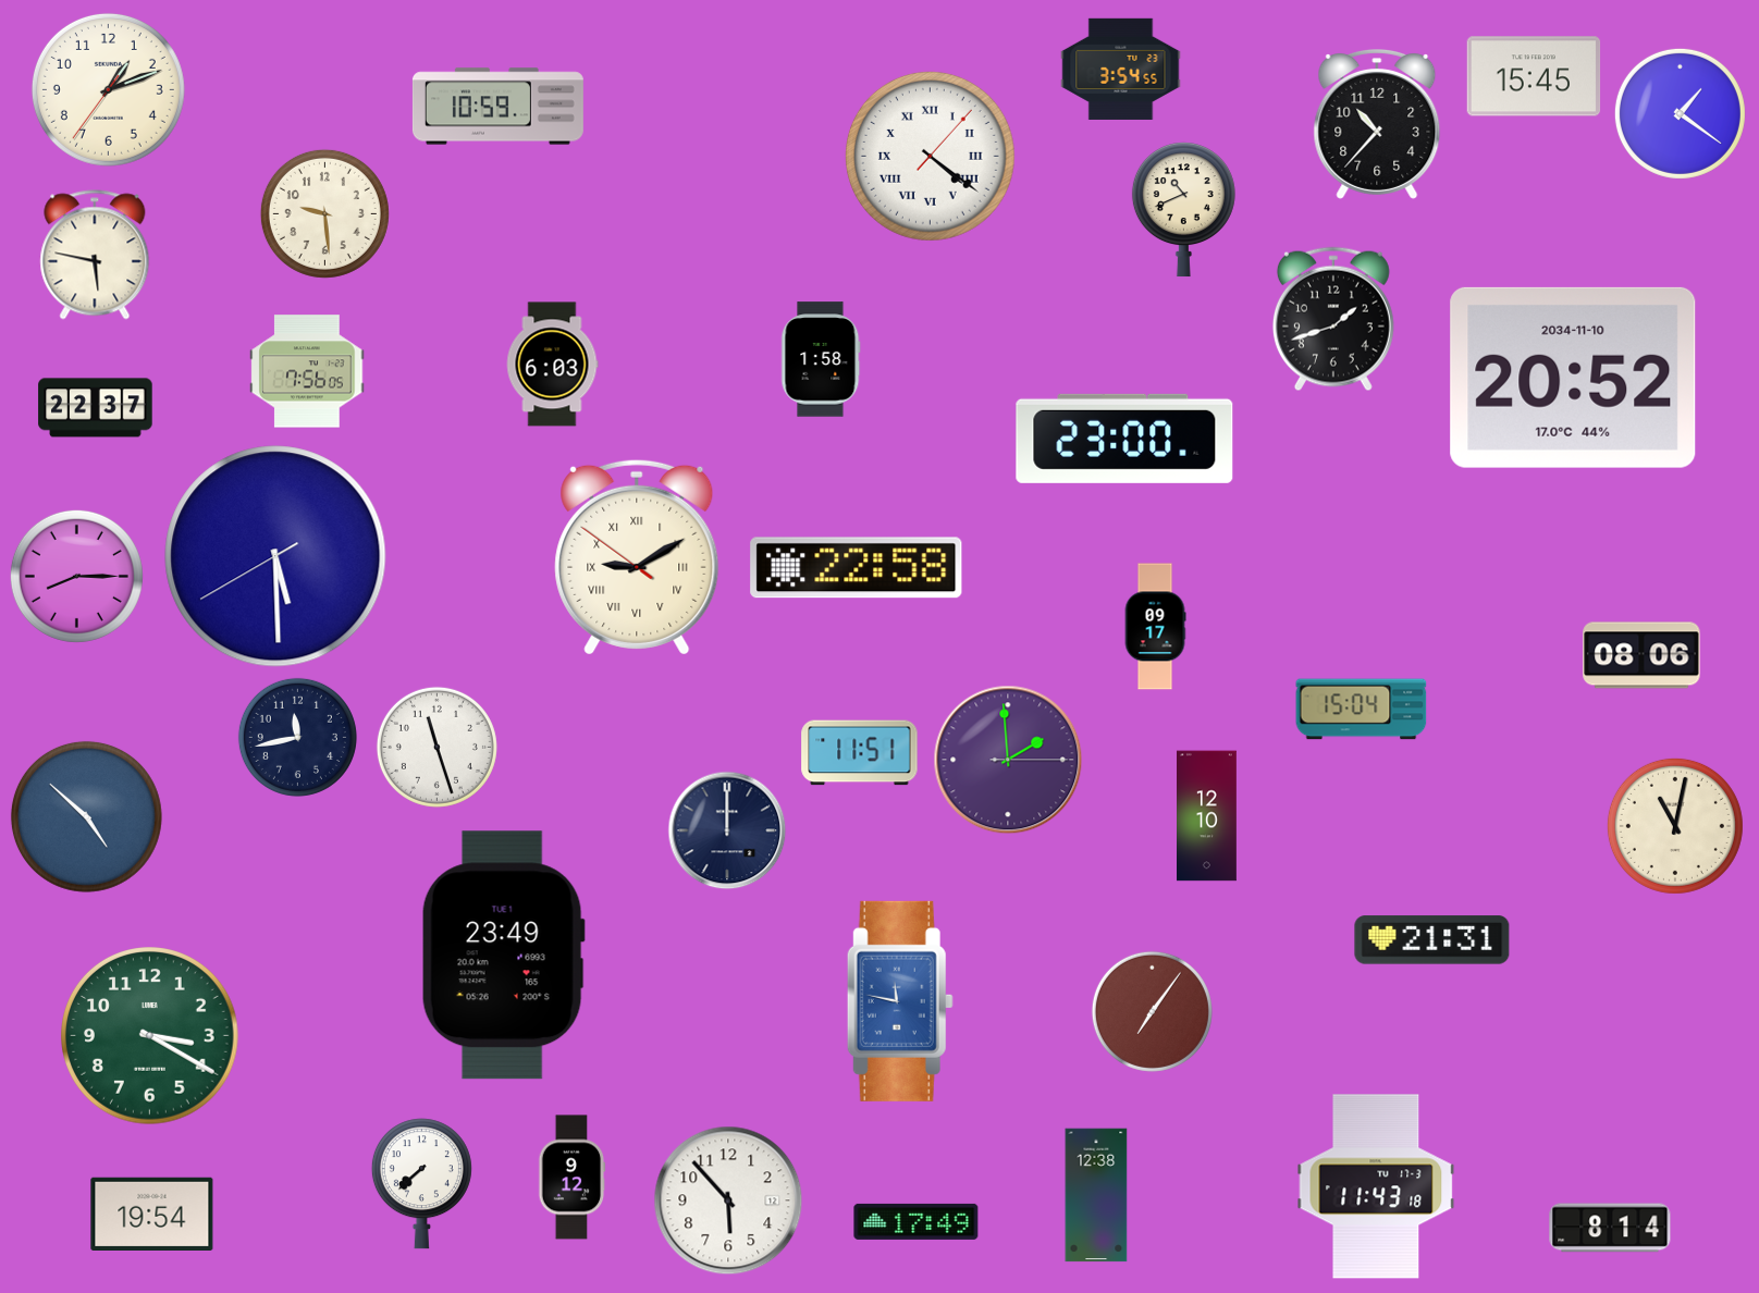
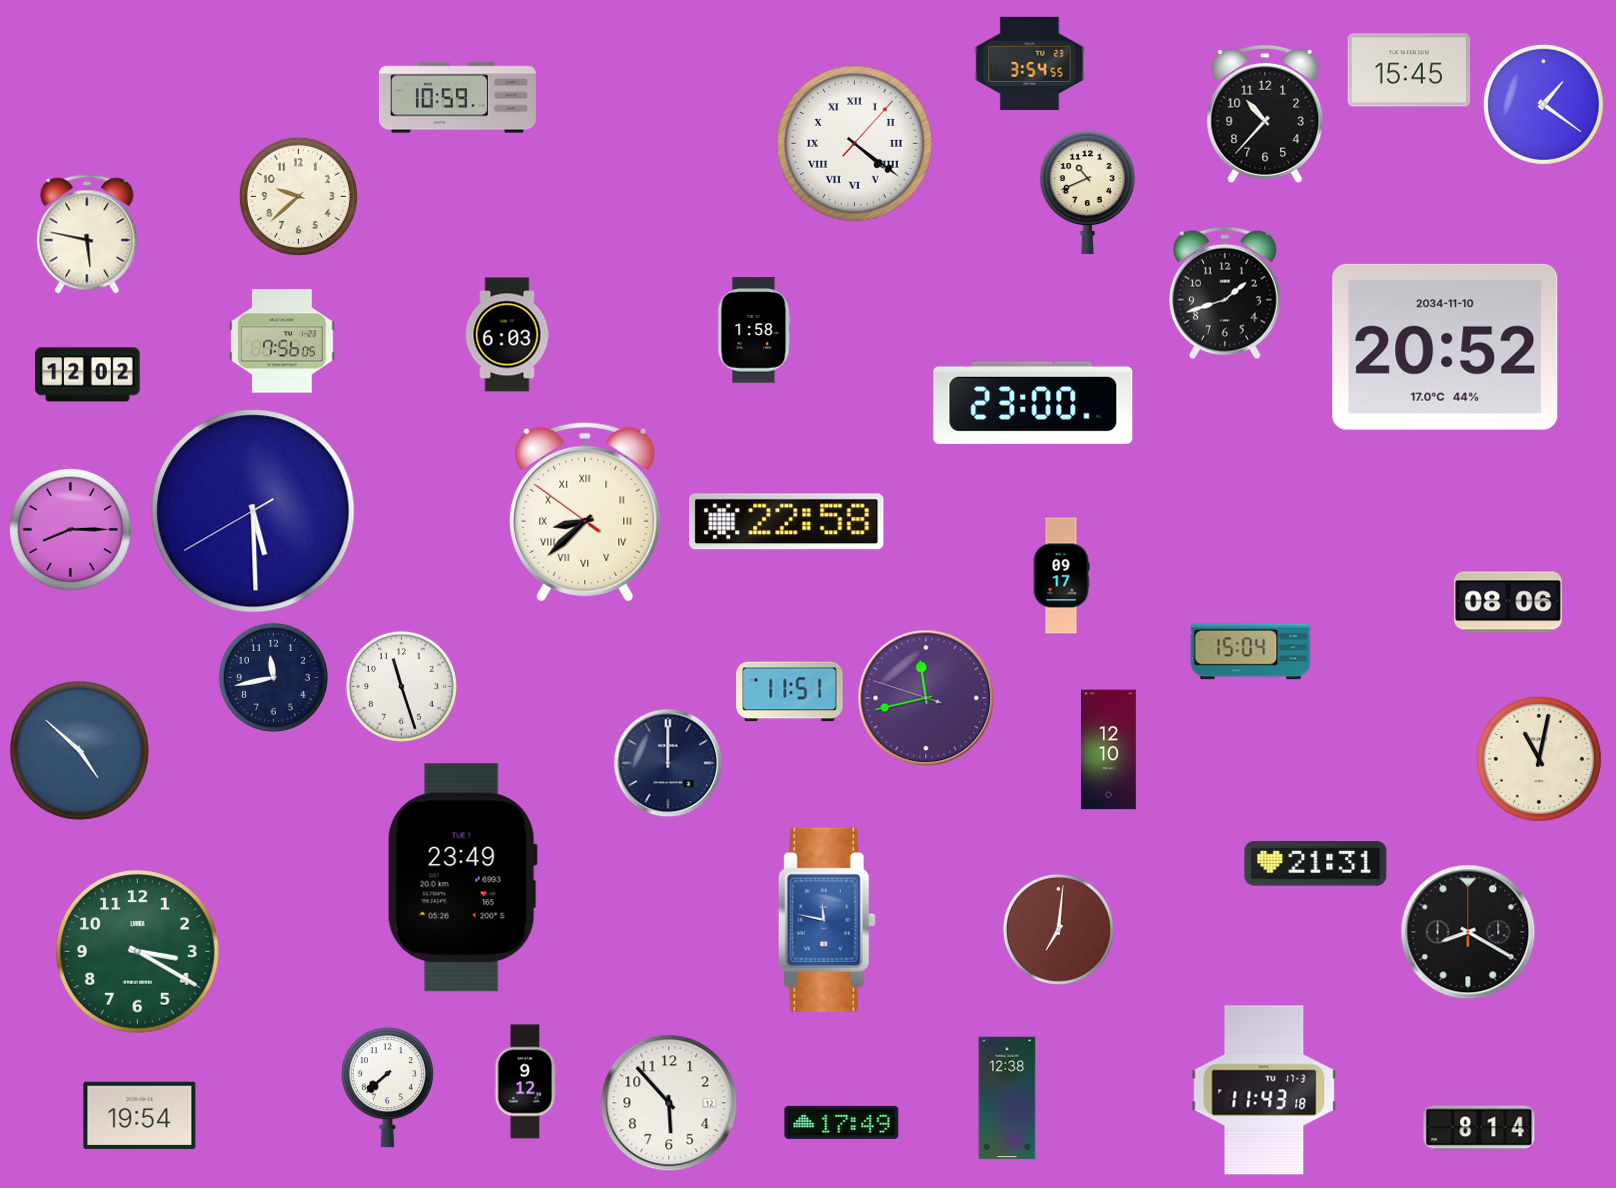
clock at (108, 89): 1:11 -> none
clock at (324, 213): 9:29 -> 9:38
clock at (96, 408): 22:37 -> 12:02
clock at (637, 557): 9:09 -> 8:37
clock at (1008, 760): 1:59 -> 11:42
clock at (1152, 1011): 7:06 -> 7:01
clock at (1468, 932): none -> 8:20
